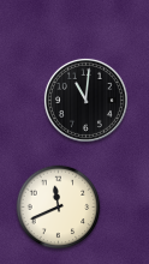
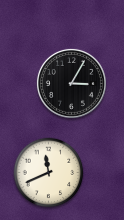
clock at (85, 100): 11:01 -> 3:05
